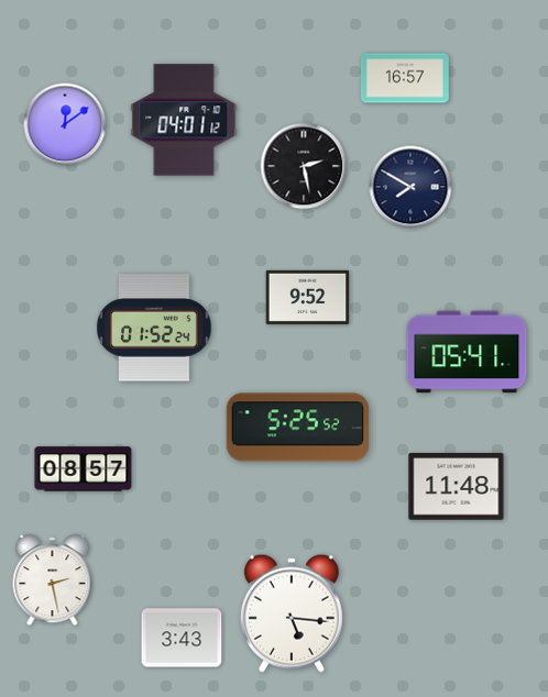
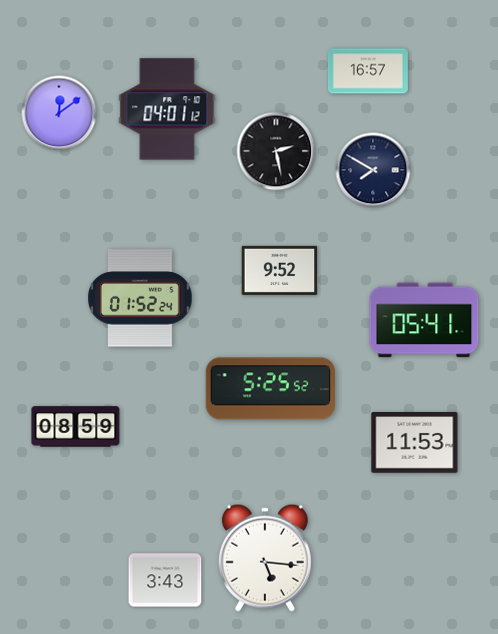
clock at (84, 469): 08:57 -> 08:59
clock at (457, 487): 11:48 -> 11:53
clock at (53, 580): 2:28 -> none
